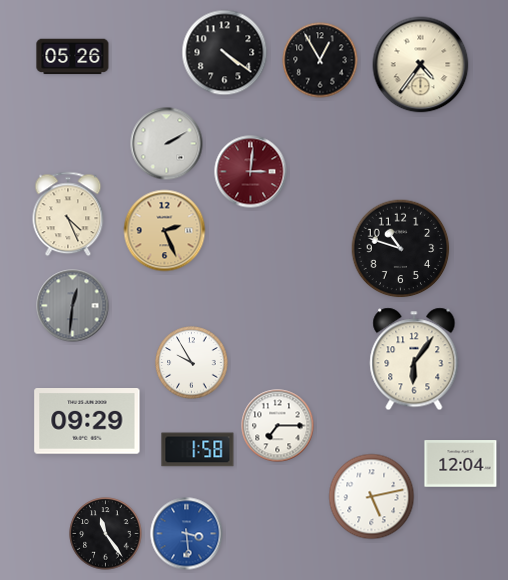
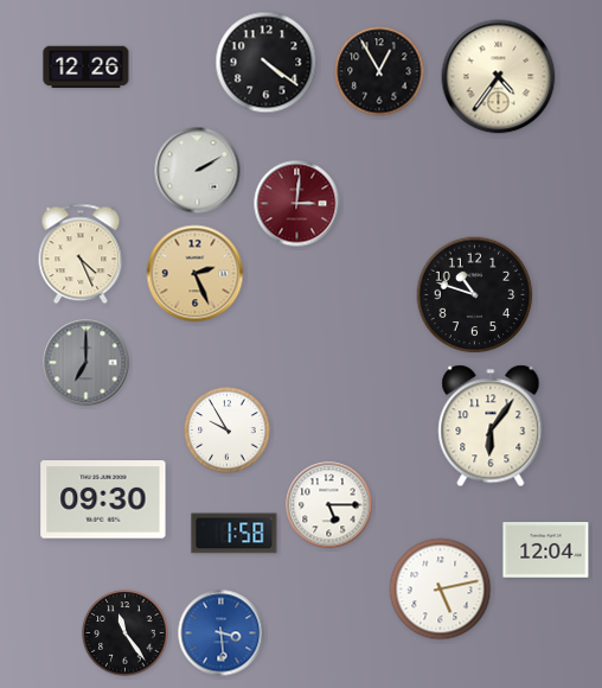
clock at (73, 57): 05:26 -> 12:26
clock at (73, 306): 12:31 -> 7:00
clock at (87, 422): 09:29 -> 09:30
clock at (278, 426): 7:15 -> 5:15
